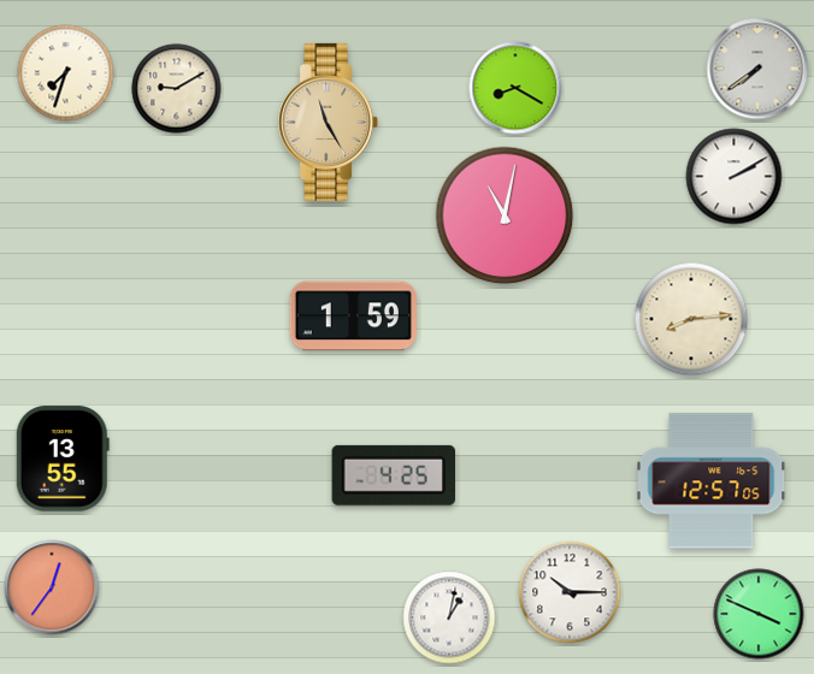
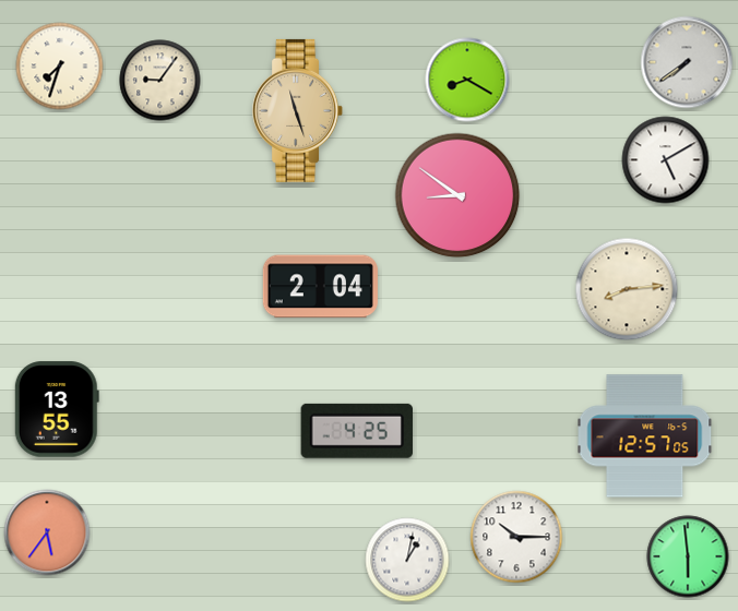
clock at (177, 89): 9:10 -> 9:06
clock at (329, 122): 11:25 -> 11:27
clock at (735, 177): 2:10 -> 5:10
clock at (505, 215): 11:02 -> 8:51
clock at (353, 317): 1:59 -> 2:04
clock at (63, 459) position: (63, 459) -> (57, 409)
clock at (52, 587): 12:36 -> 5:36
clock at (759, 614): 3:49 -> 5:59
